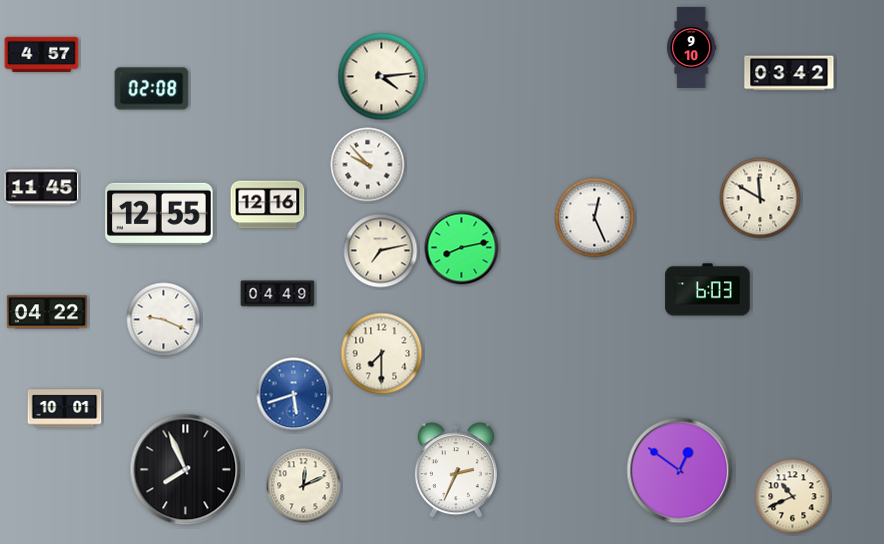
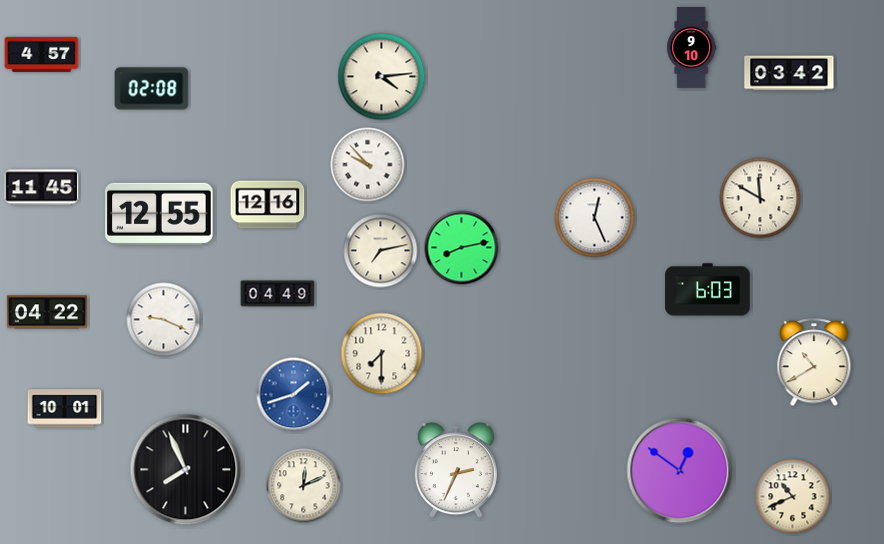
clock at (814, 363): none -> 10:40
clock at (294, 395): 5:42 -> 1:42
